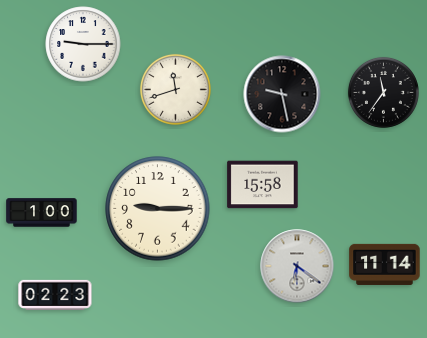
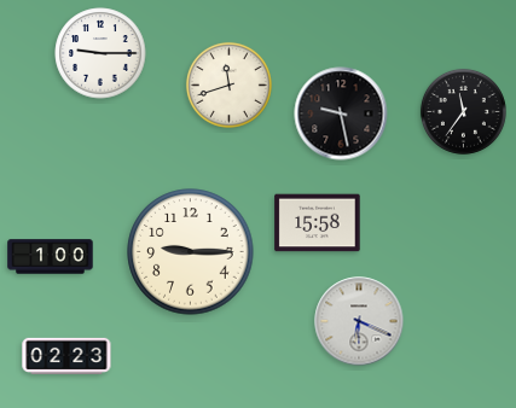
clock at (175, 89) position: (175, 89) -> (228, 84)
clock at (385, 264): 11:14 -> none
clock at (297, 266): 6:21 -> 6:19
